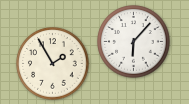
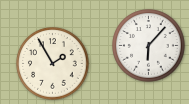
clock at (134, 42) position: (134, 42) -> (149, 46)
